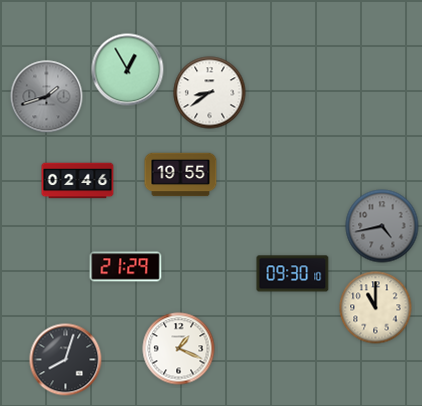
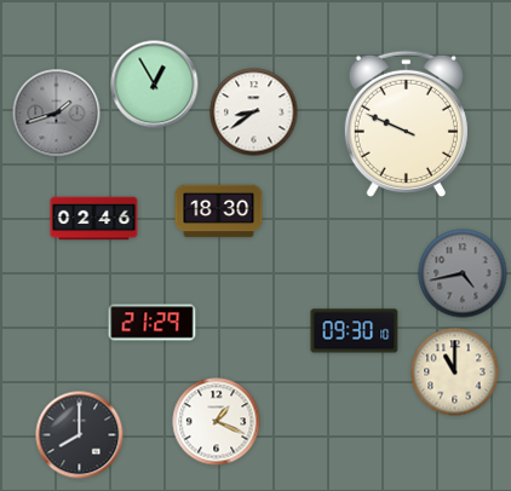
clock at (47, 97) position: (47, 97) -> (57, 114)
clock at (406, 123): none -> 9:49
clock at (181, 175): 19:55 -> 18:30
clock at (66, 360): 8:03 -> 8:00
